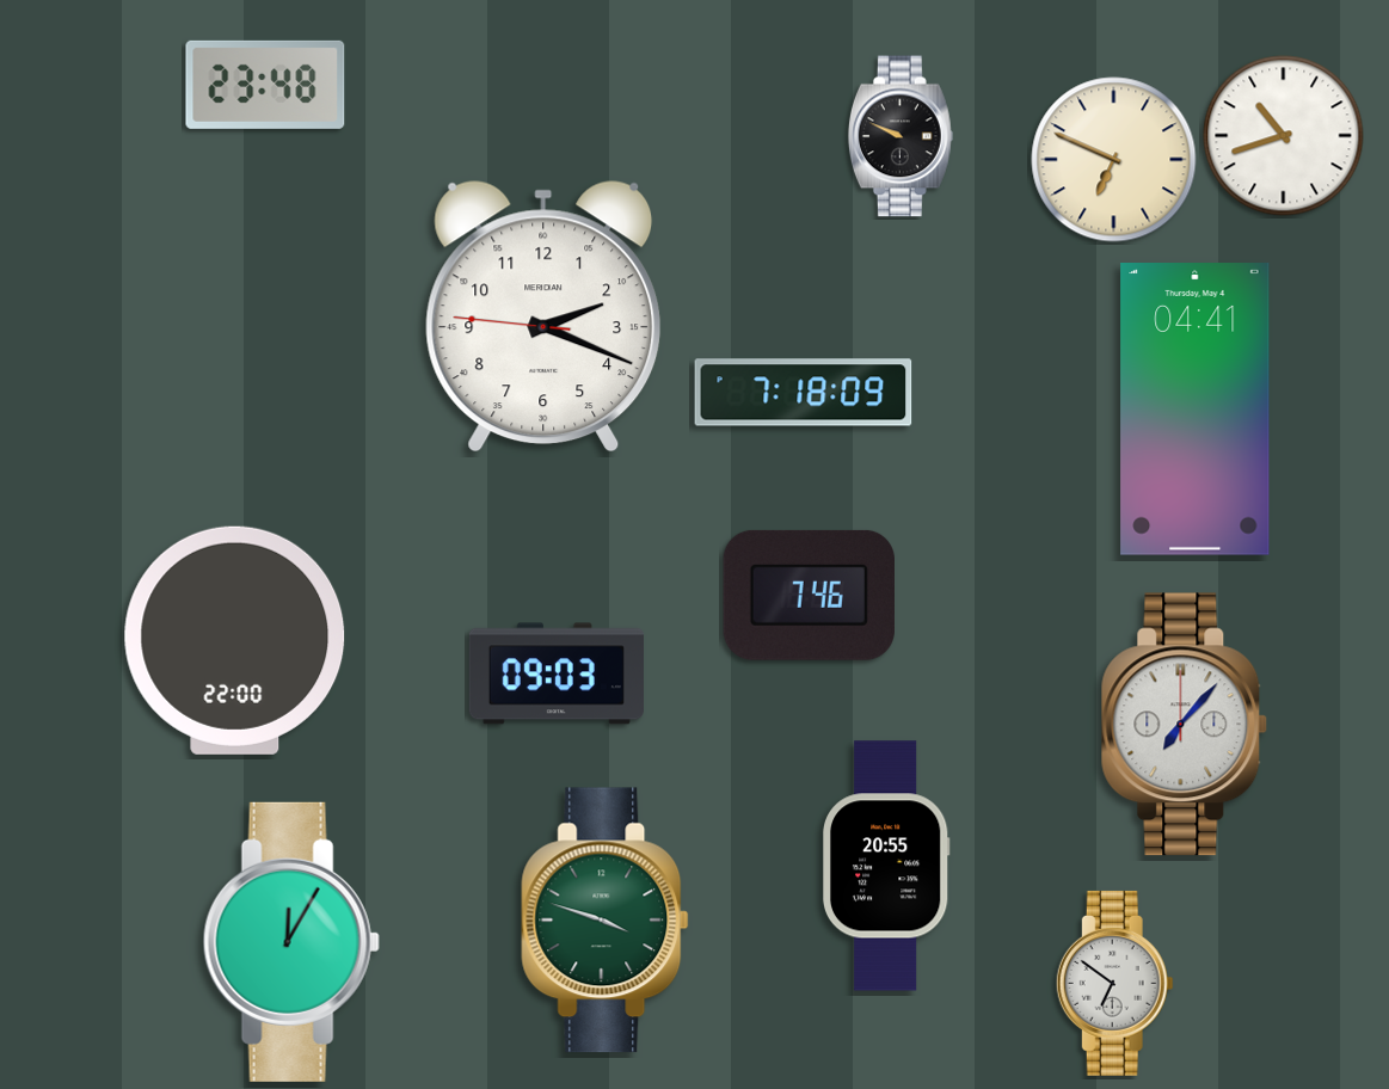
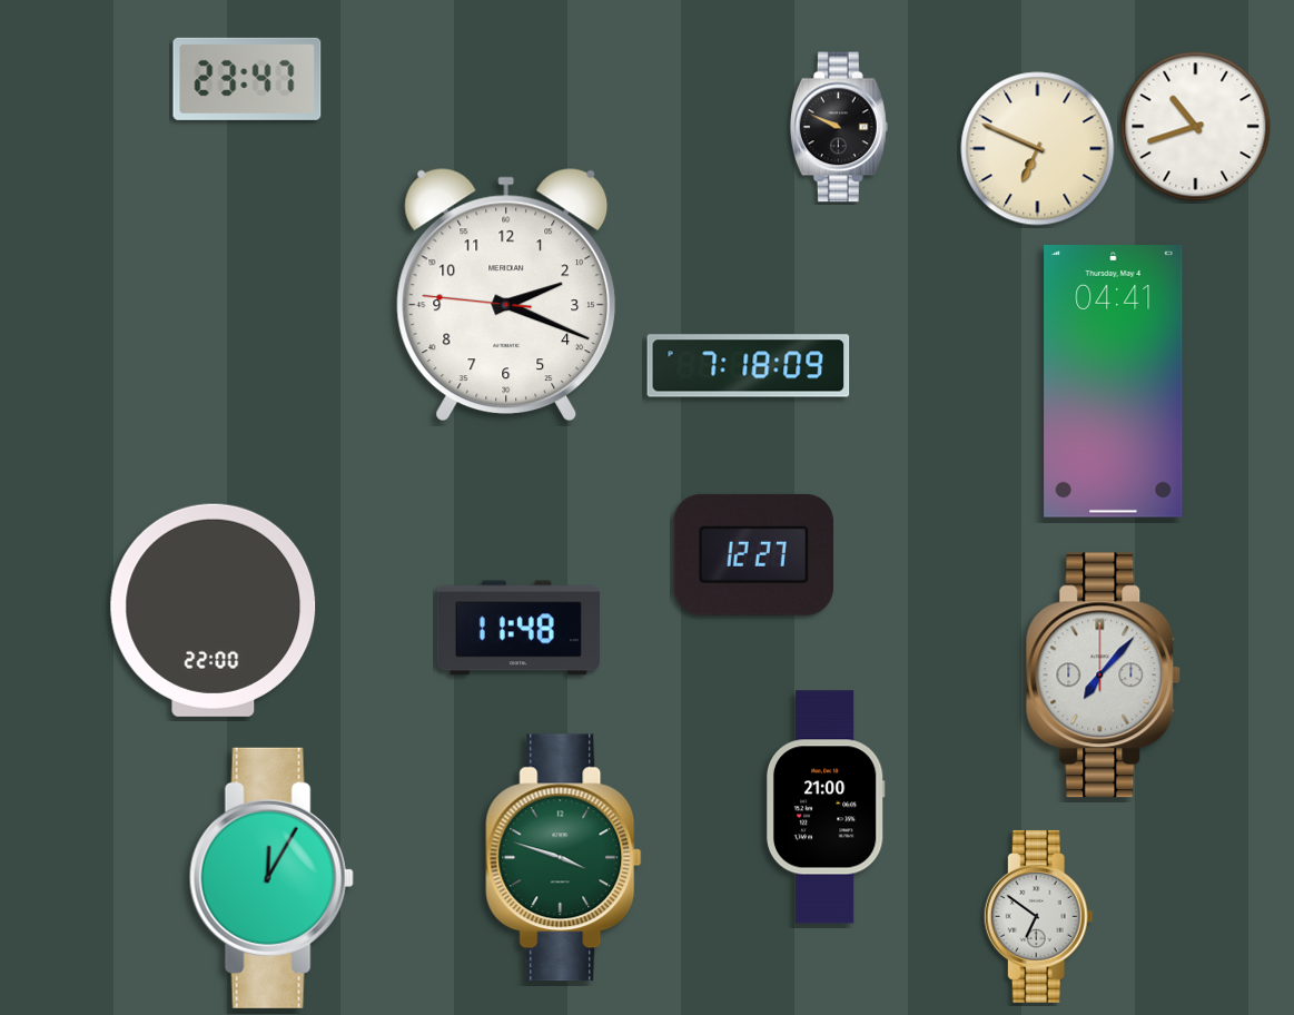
clock at (265, 85): 23:48 -> 23:47
clock at (809, 595): 7:46 -> 12:27
clock at (235, 640) position: (235, 640) -> (214, 610)
clock at (557, 673): 09:03 -> 11:48
clock at (886, 866): 20:55 -> 21:00
